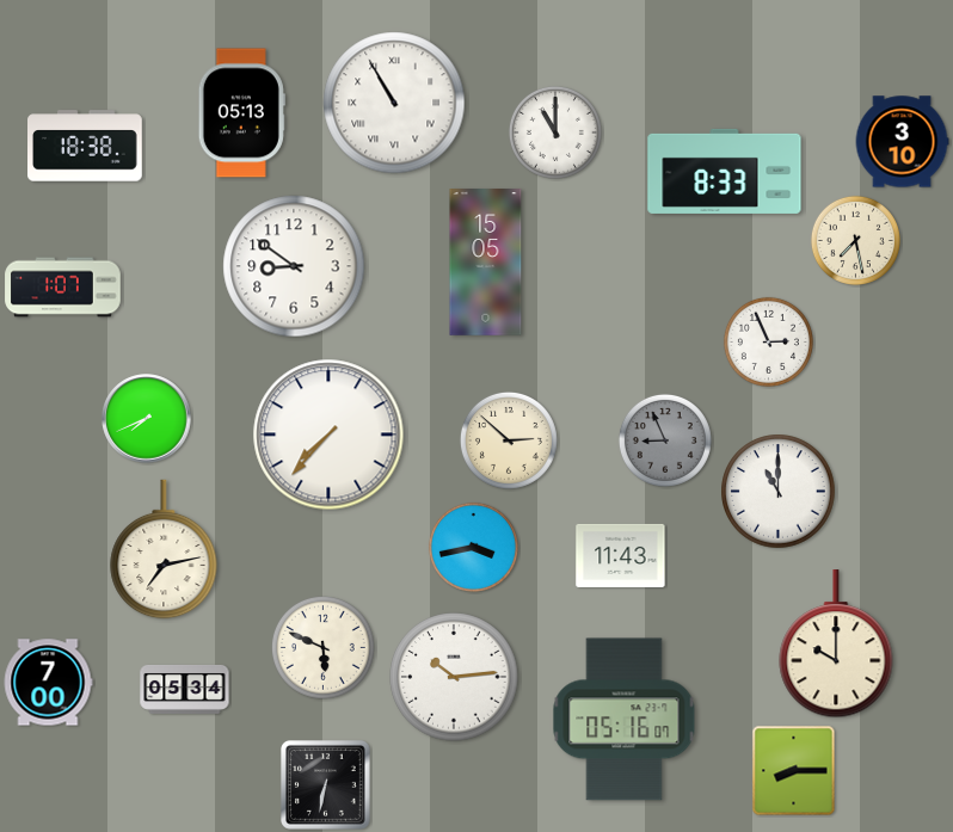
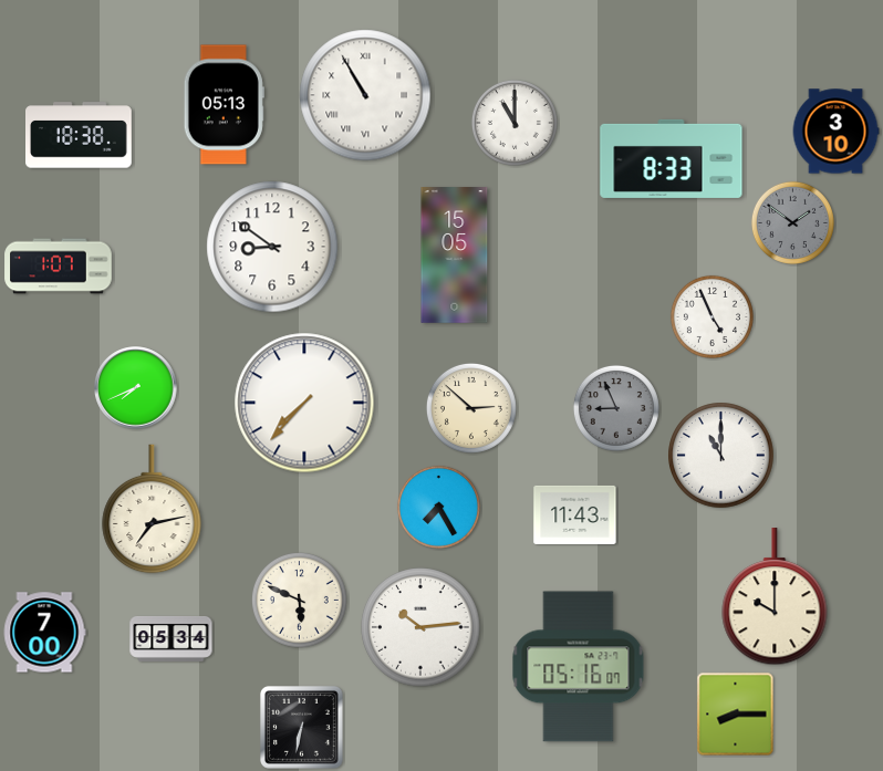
clock at (855, 240): 7:28 -> 1:51
clock at (855, 240) dial: cream -> grey
clock at (486, 263) position: (486, 263) -> (455, 256)
clock at (768, 341): 2:56 -> 4:56
clock at (473, 547): 3:43 -> 7:25
